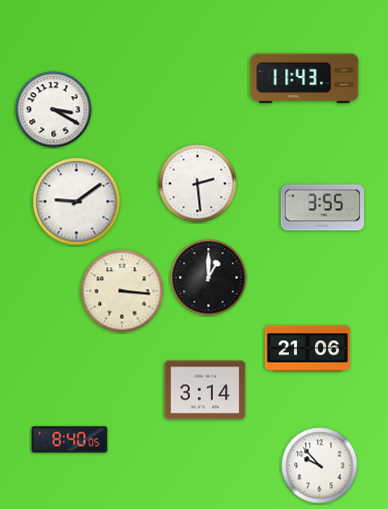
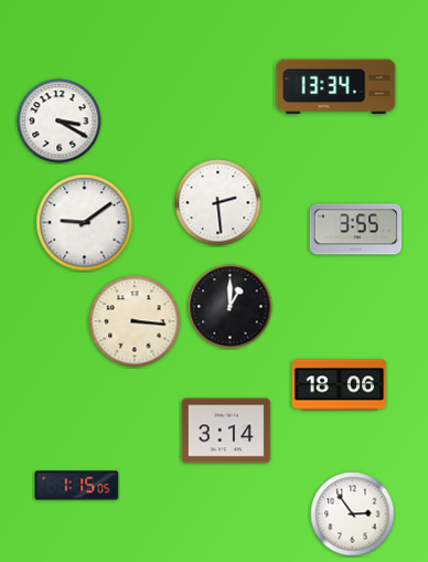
clock at (305, 79): 11:43 -> 13:34
clock at (307, 349): 21:06 -> 18:06
clock at (70, 440): 8:40 -> 1:15
clock at (320, 466): 9:53 -> 2:54
